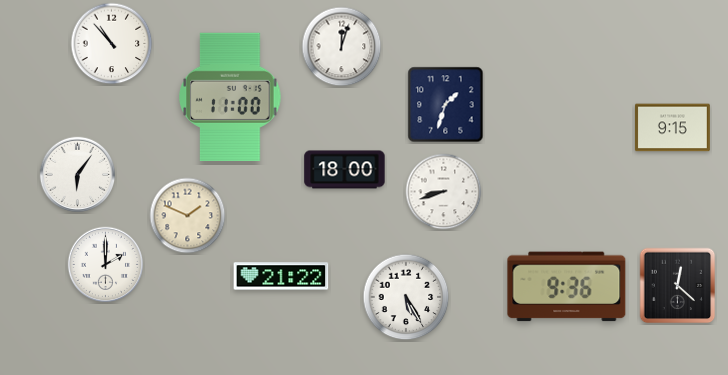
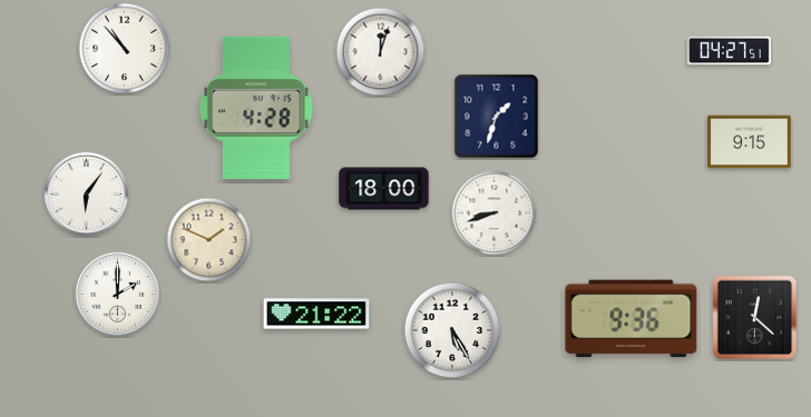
clock at (730, 51): none -> 04:27
clock at (230, 97): 11:00 -> 4:28
clock at (281, 276) position: (281, 276) -> (316, 314)
